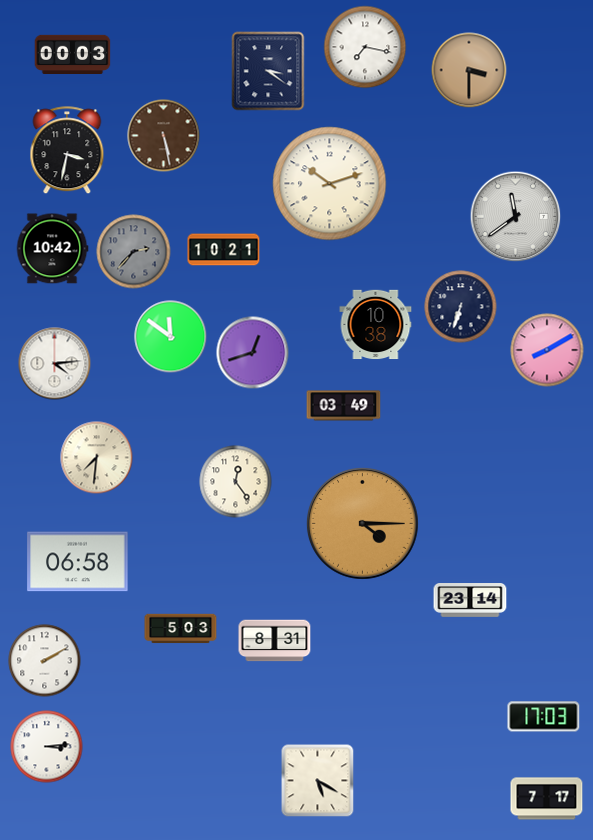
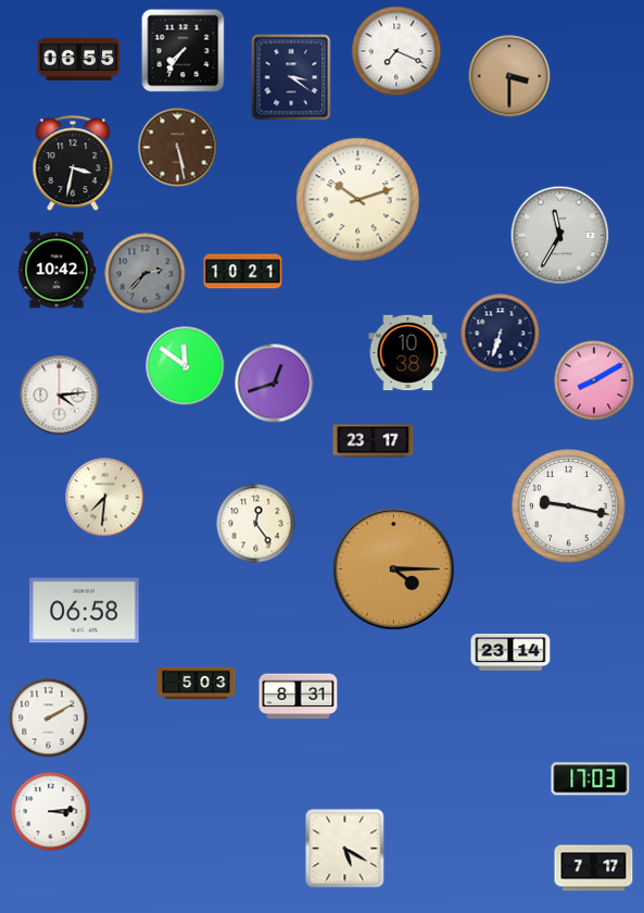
clock at (184, 51): none -> 7:36
clock at (365, 47): 7:17 -> 7:19
clock at (73, 55): 00:03 -> 06:55
clock at (516, 217): 11:39 -> 11:35
clock at (344, 406): 03:49 -> 23:17
clock at (569, 506): none -> 9:17
